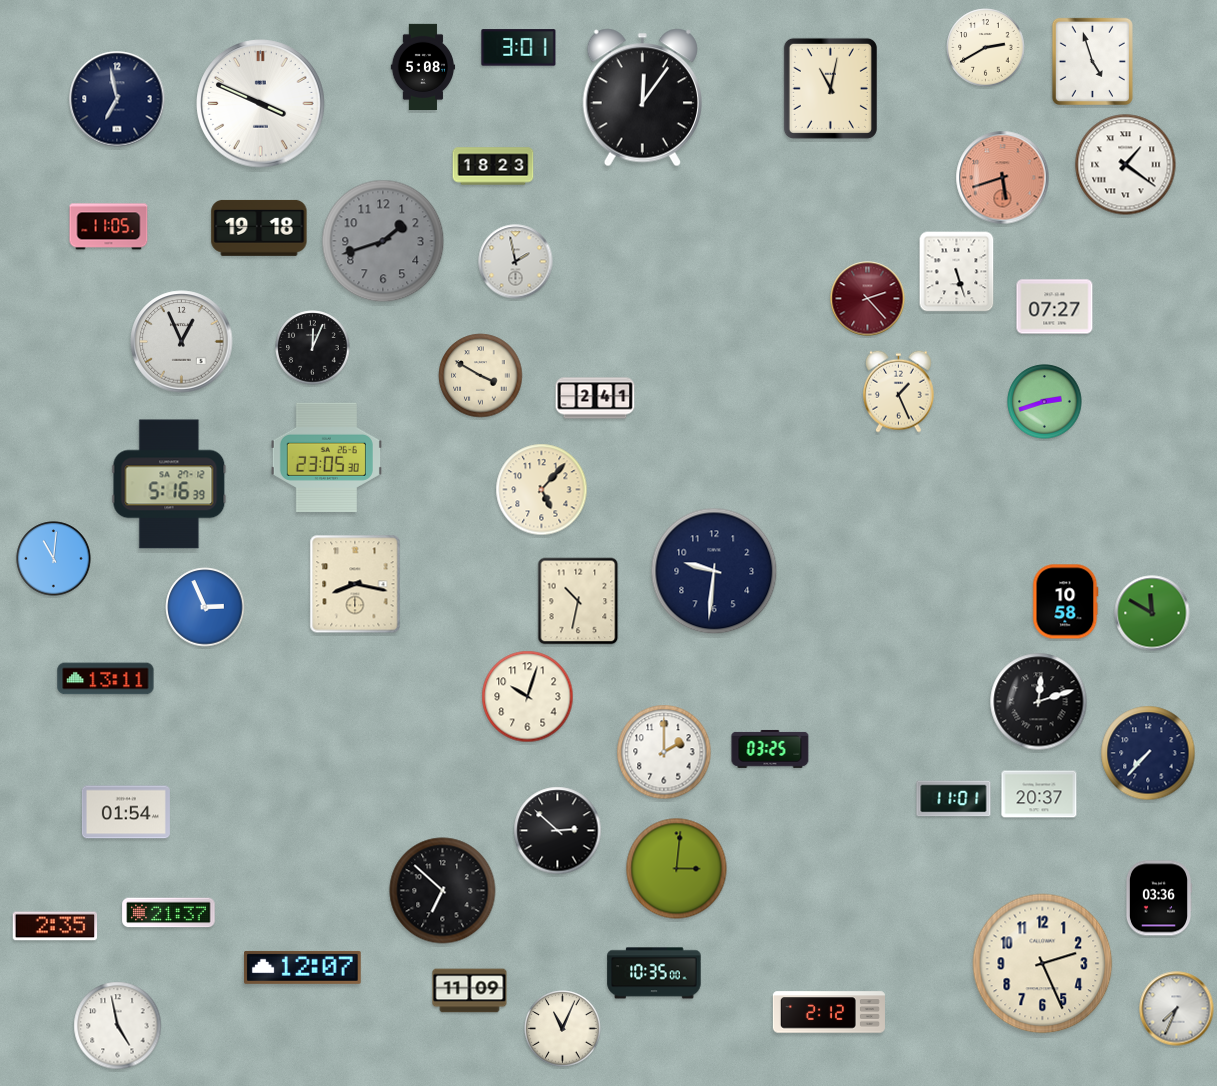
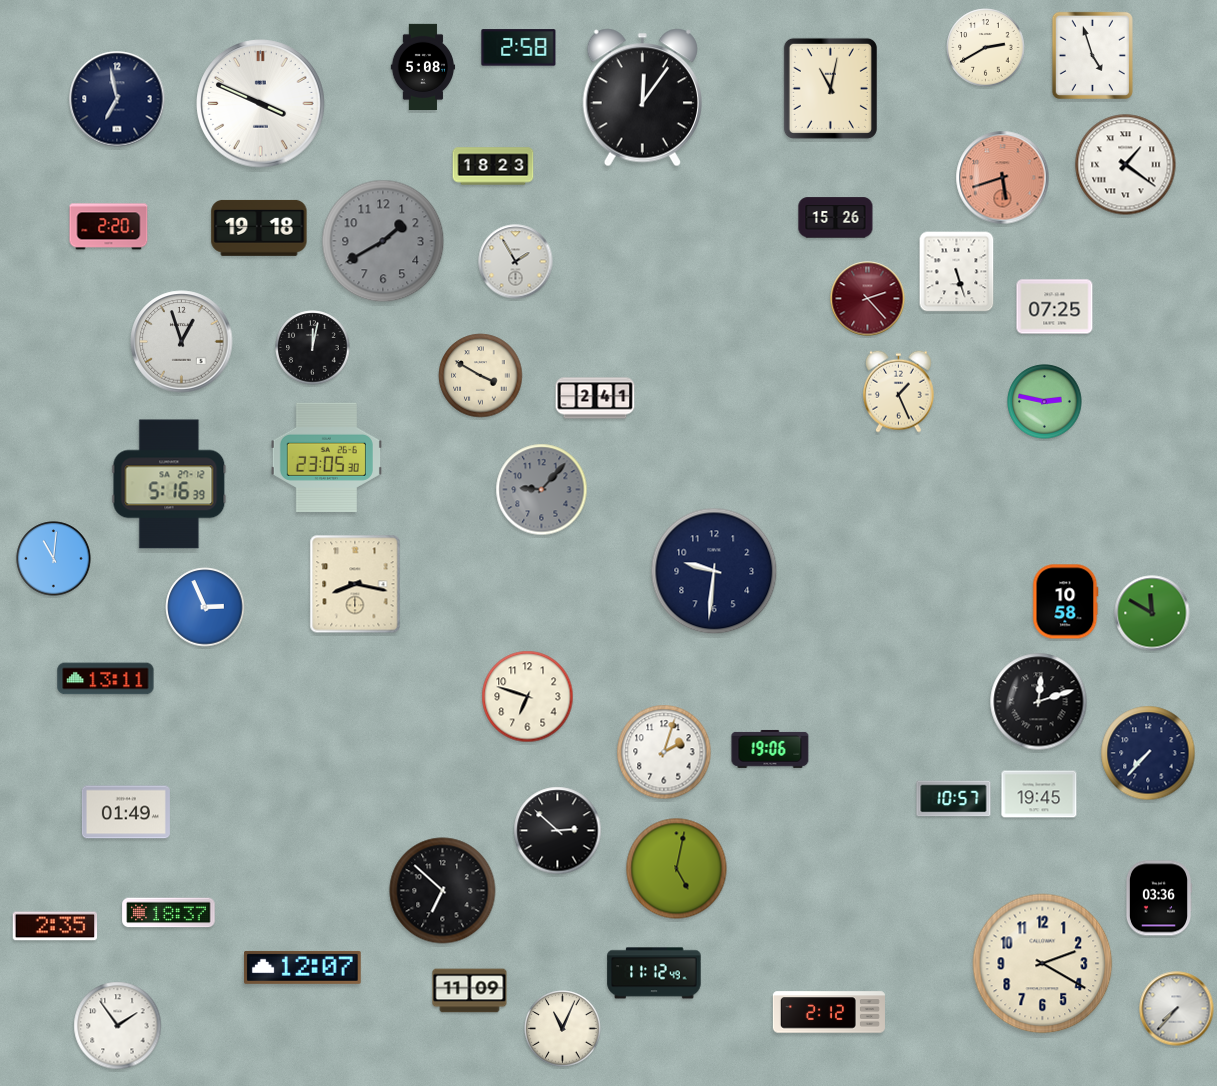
clock at (519, 48): 3:01 -> 2:58
clock at (1092, 61) position: (1092, 61) -> (1092, 55)
clock at (836, 218): none -> 15:26
clock at (109, 227): 11:05 -> 2:20
clock at (383, 241): 1:42 -> 1:40
clock at (516, 262): 1:58 -> 1:55
clock at (1055, 307): 07:27 -> 07:25
clock at (182, 342): 12:56 -> 12:57
clock at (313, 348): 12:04 -> 12:02
clock at (1045, 402): 2:42 -> 2:47
clock at (542, 490): 5:07 -> 9:07
clock at (542, 490) dial: cream -> grey
clock at (578, 601): 10:32 -> none
clock at (528, 697): 10:03 -> 6:48
clock at (770, 749): 03:25 -> 19:06
clock at (664, 752): 2:00 -> 2:03
clock at (1039, 794): 20:37 -> 19:45
clock at (954, 799): 11:01 -> 10:57
clock at (126, 812): 01:54 -> 01:49
clock at (677, 869): 3:01 -> 5:02
clock at (169, 913): 21:37 -> 18:37
clock at (1043, 964): 2:26 -> 2:20
clock at (654, 973): 10:35 -> 11:12
clock at (1177, 1009): 7:34 -> 7:37
clock at (118, 1026): 4:58 -> 1:54
